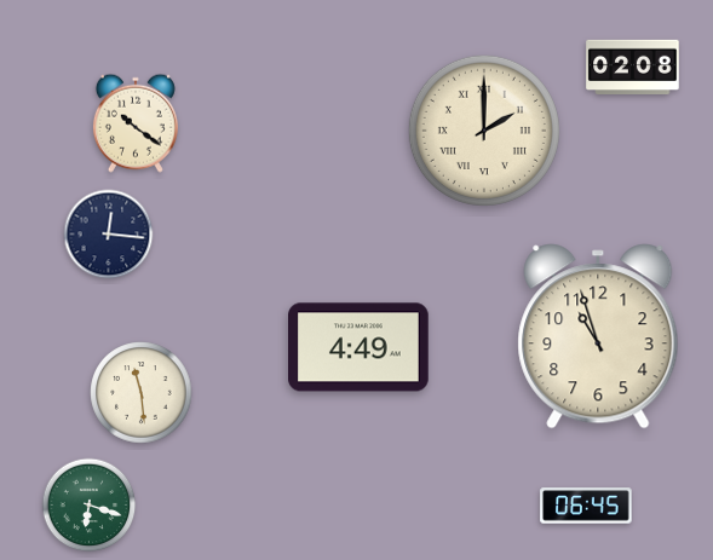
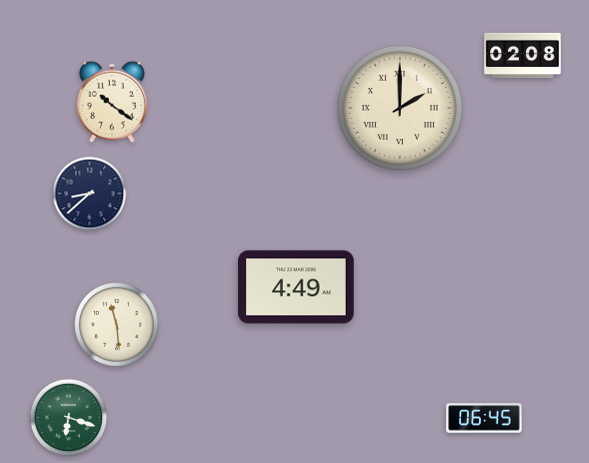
clock at (109, 235): 12:16 -> 8:38
clock at (598, 336): 10:57 -> none
clock at (90, 506) position: (90, 506) -> (69, 418)
